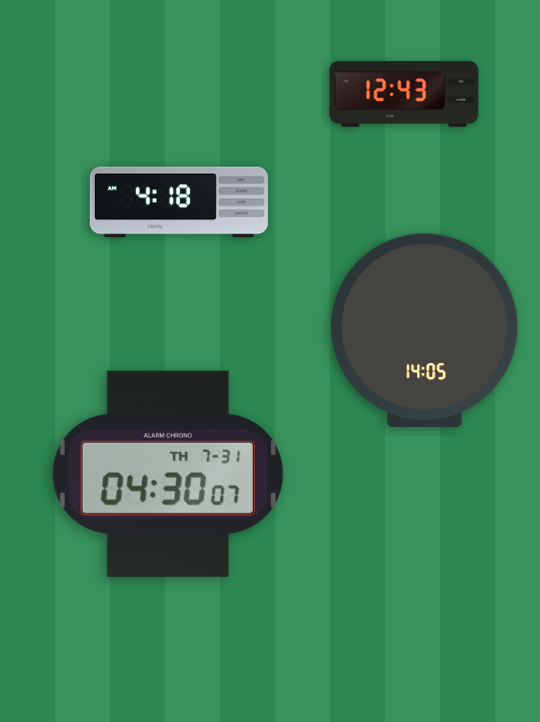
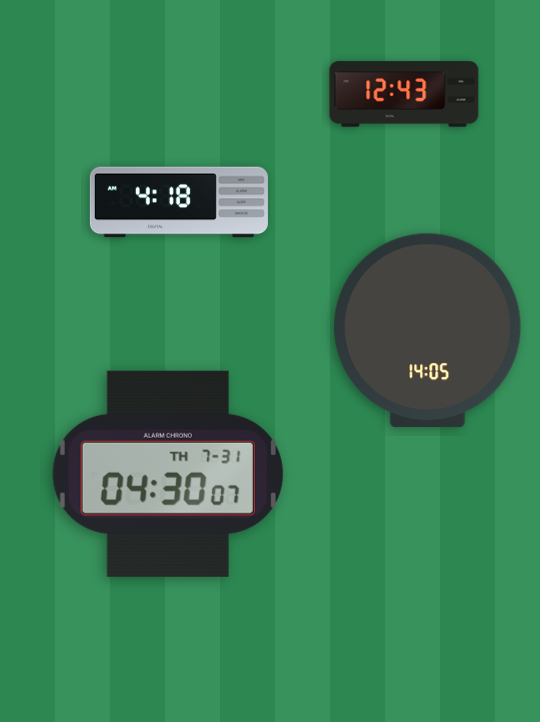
clock at (425, 331) position: (425, 331) -> (428, 331)
